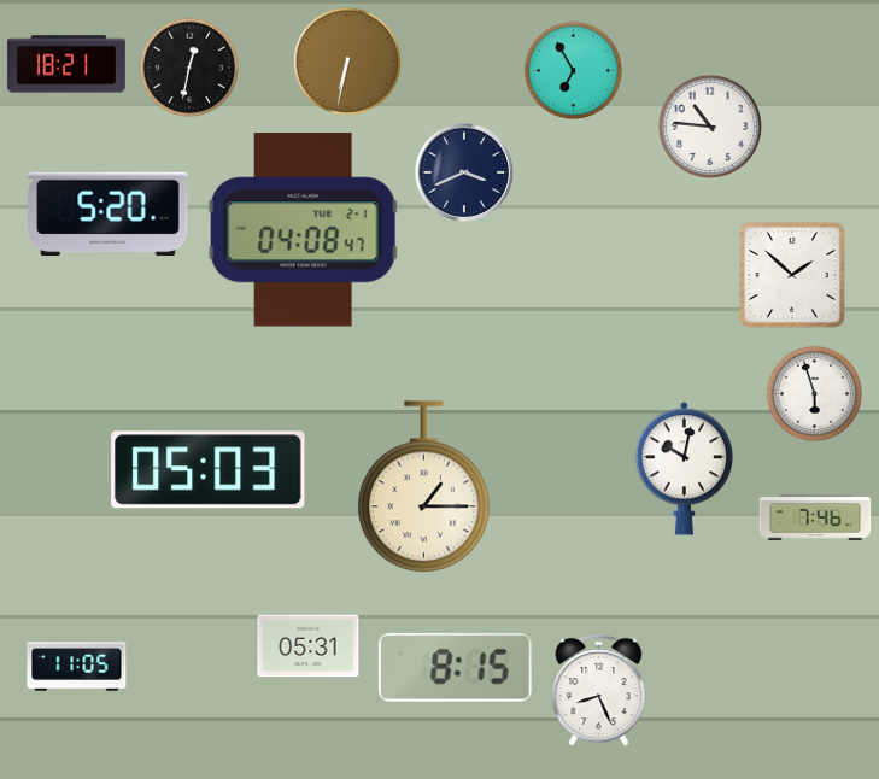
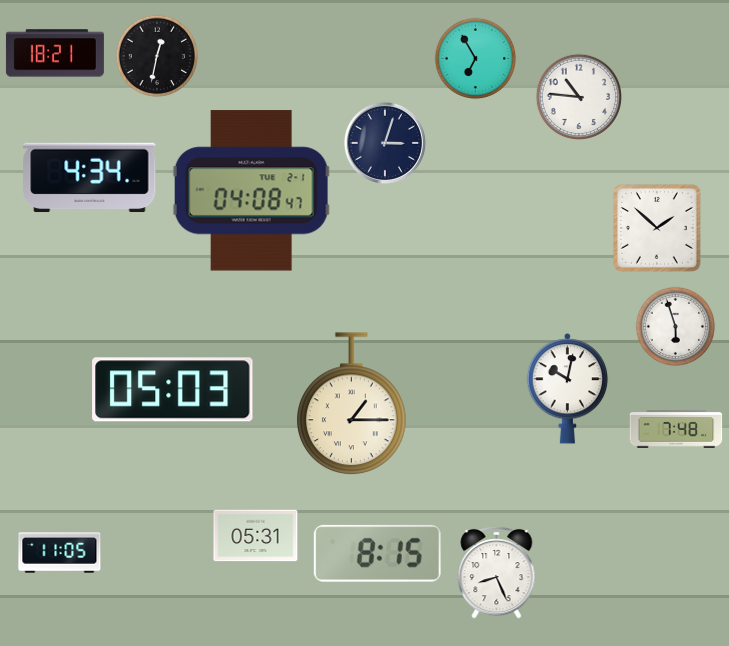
clock at (347, 61): 6:32 -> none
clock at (709, 125) position: (709, 125) -> (578, 96)
clock at (464, 172): 3:41 -> 3:03
clock at (109, 215): 5:20 -> 4:34
clock at (815, 517): 7:46 -> 7:48
clock at (77, 667) position: (77, 667) -> (60, 553)
